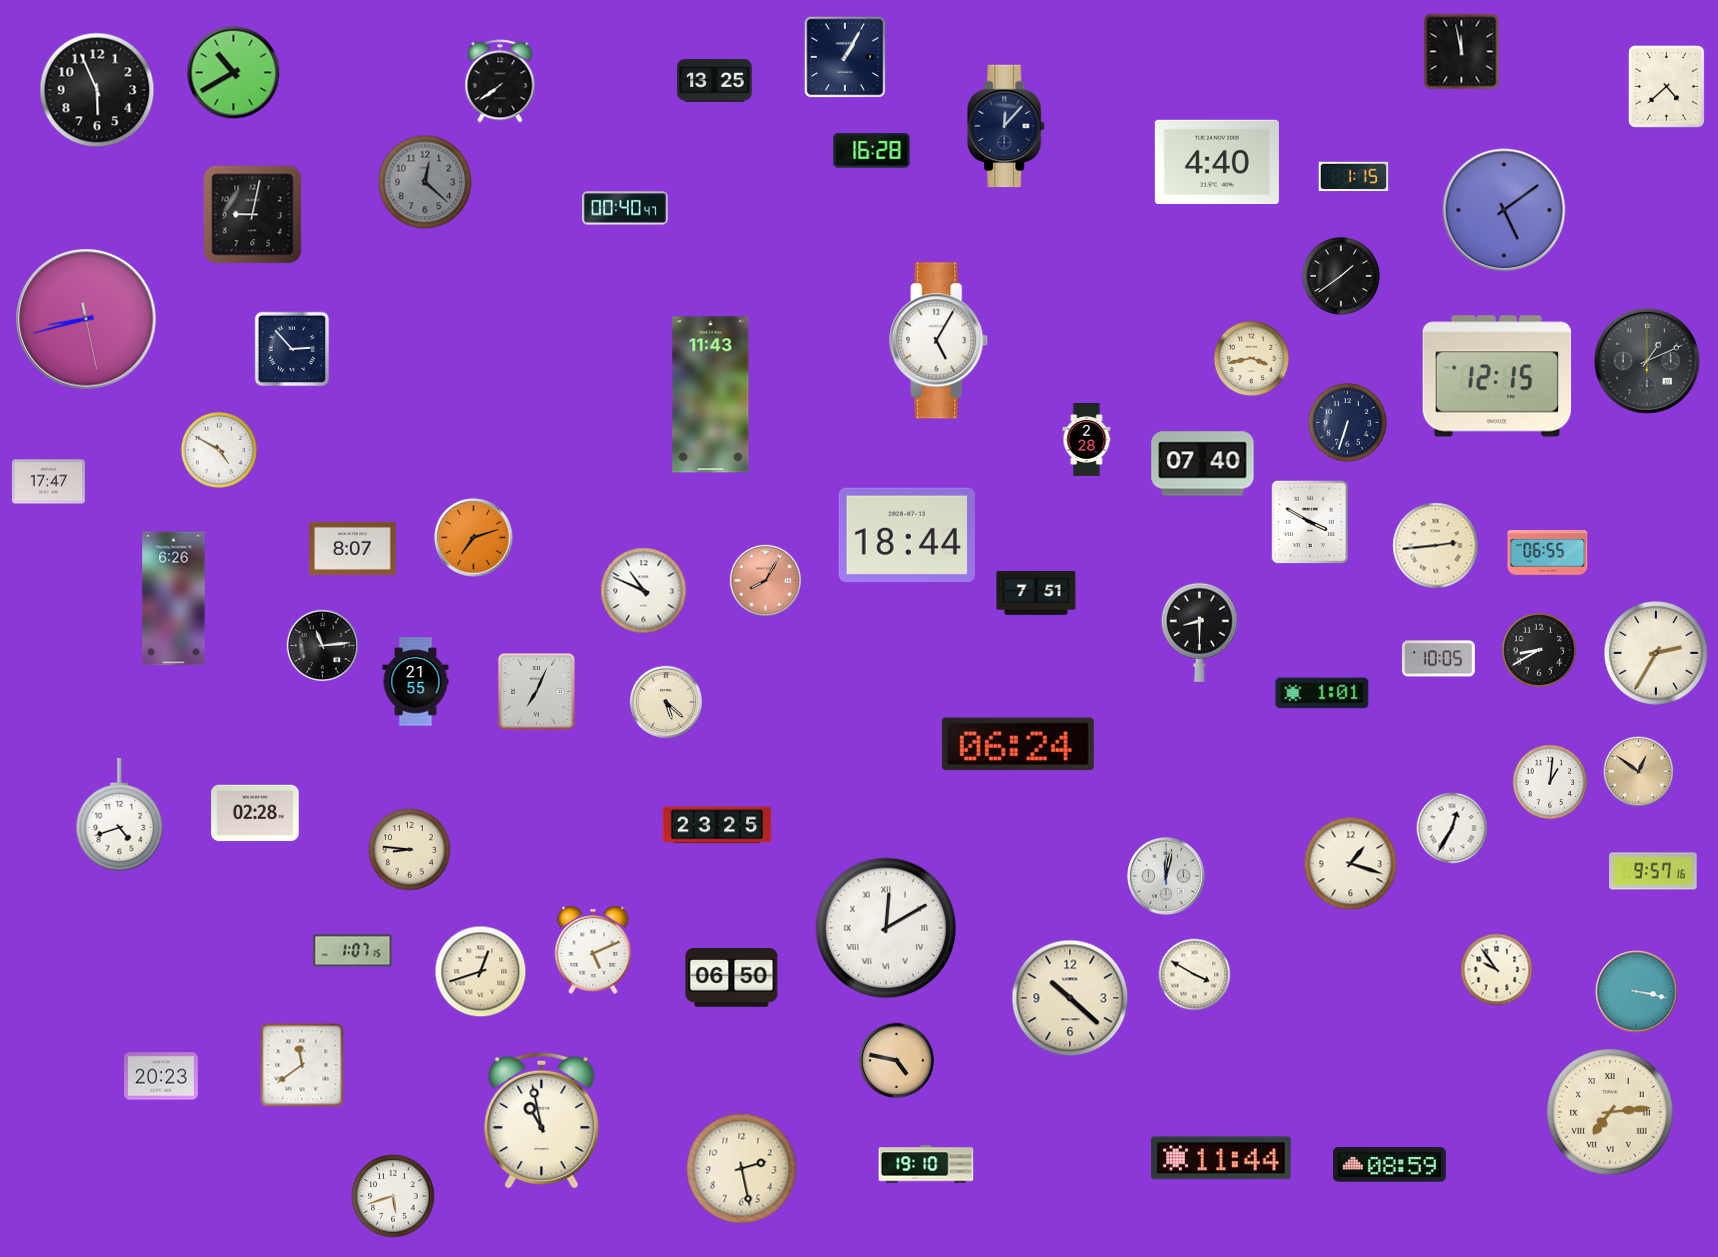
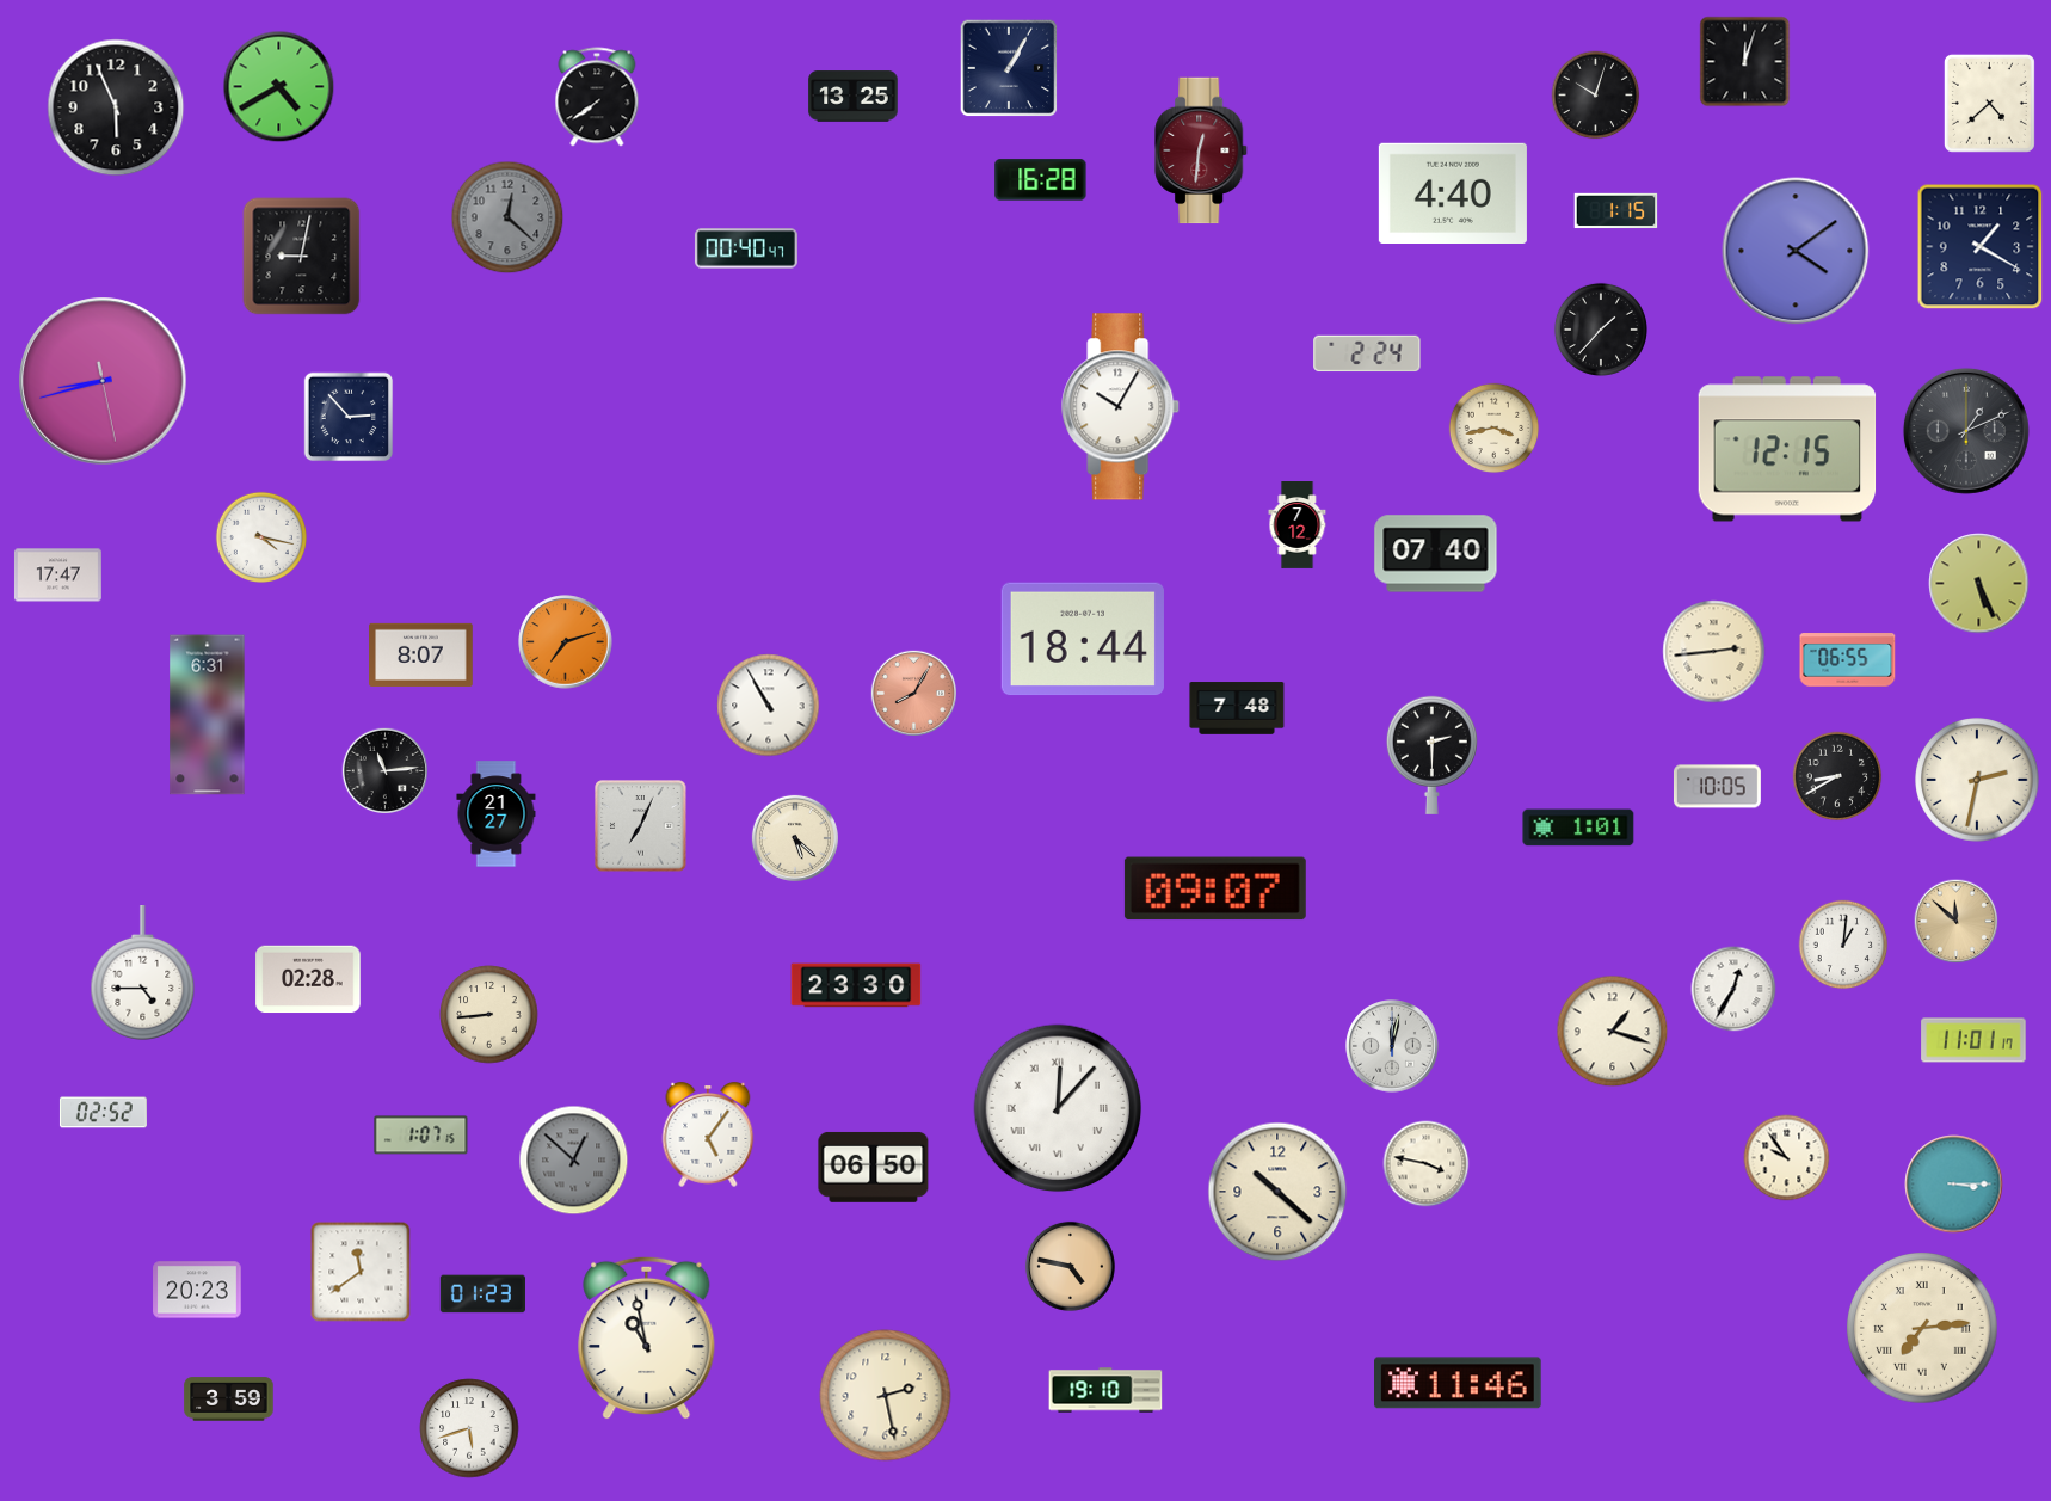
clock at (1462, 52): 11:58 -> 12:03
clock at (234, 73): 10:40 -> 4:40
clock at (1596, 96): none -> 10:03
clock at (1007, 126): 12:07 -> 12:31
clock at (1007, 126) dial: navy -> burgundy
clock at (1981, 247): none -> 1:20
clock at (1504, 210): 5:09 -> 4:09
clock at (1341, 276): 1:39 -> 1:37
clock at (1367, 353): none -> 2:24
clock at (939, 341): 5:05 -> 10:05
clock at (711, 395): 11:43 -> none
clock at (1347, 422): 6:33 -> none
clock at (1087, 440): 2:28 -> 7:12
clock at (218, 449): 4:50 -> 4:17
clock at (1979, 584): none -> 5:26
clock at (1310, 522): 3:50 -> none
clock at (644, 591): 10:49 -> 10:55
clock at (1036, 593): 7:51 -> 7:48
clock at (174, 599): 6:26 -> 6:31
clock at (1199, 632): 8:30 -> 2:30
clock at (1656, 653): 2:35 -> 2:32
clock at (416, 682): 21:55 -> 21:27
clock at (1018, 744): 06:24 -> 09:07
clock at (1639, 772): 12:51 -> 11:52
clock at (1550, 782) position: (1550, 782) -> (1843, 945)
clock at (255, 813) position: (255, 813) -> (308, 979)
clock at (120, 815): 4:42 -> 4:45
clock at (717, 825): 23:25 -> 23:30
clock at (410, 850): 8:46 -> 8:44
clock at (1653, 871): 9:57 -> 11:01
clock at (886, 928): 12:10 -> 12:07
clock at (103, 1113): none -> 02:52
clock at (593, 951): 5:11 -> 5:06
clock at (481, 972): 12:42 -> 12:52
clock at (481, 972) dial: cream -> grey
clock at (1195, 975): 3:50 -> 3:47
clock at (1637, 992): 3:17 -> 3:15
clock at (161, 1076) position: (161, 1076) -> (197, 1290)
clock at (482, 1294): none -> 01:23
clock at (1222, 1158): 11:44 -> 11:46
clock at (1390, 1165): 08:59 -> none
clock at (229, 1400): none -> 3:59
